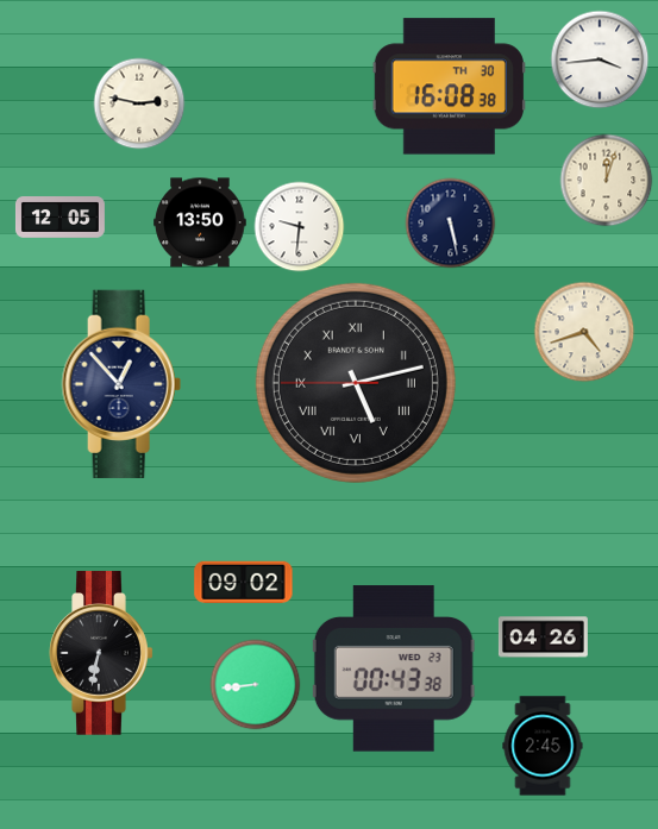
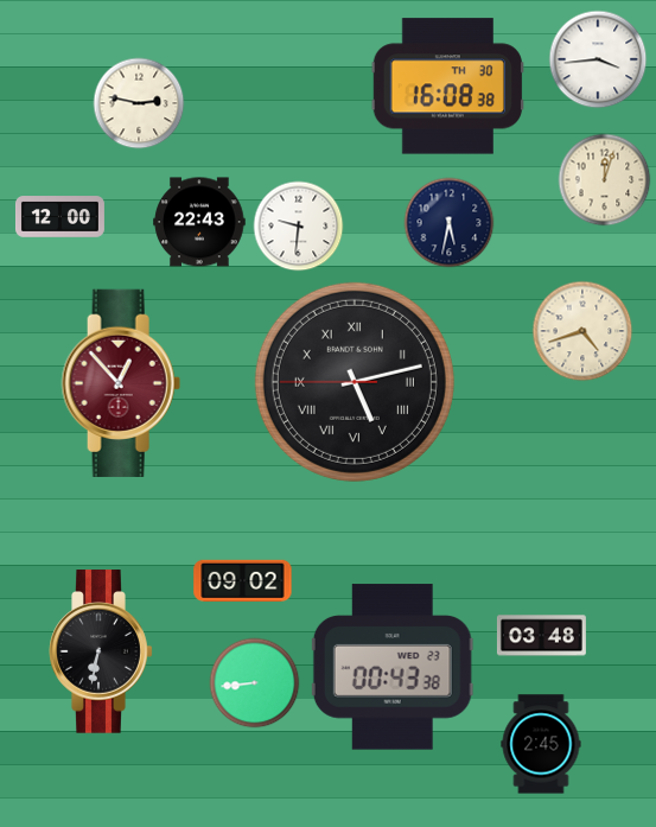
clock at (59, 218): 12:05 -> 12:00
clock at (200, 222): 13:50 -> 22:43
clock at (451, 224): 5:28 -> 5:32
clock at (121, 384) dial: navy -> burgundy
clock at (543, 638): 04:26 -> 03:48
